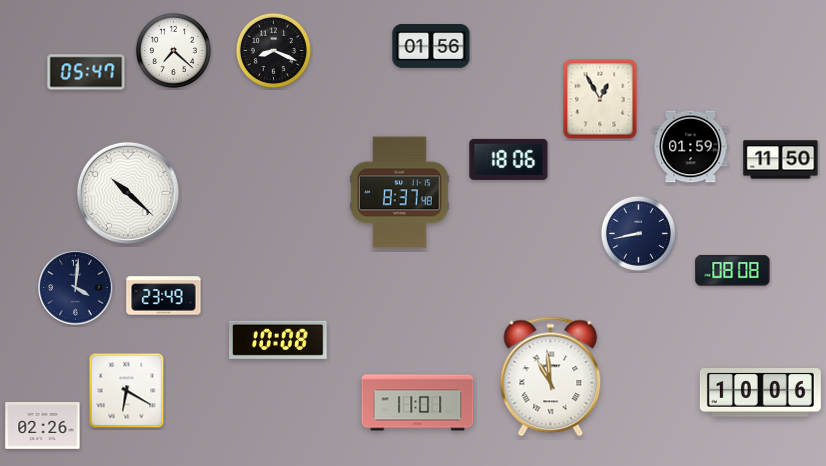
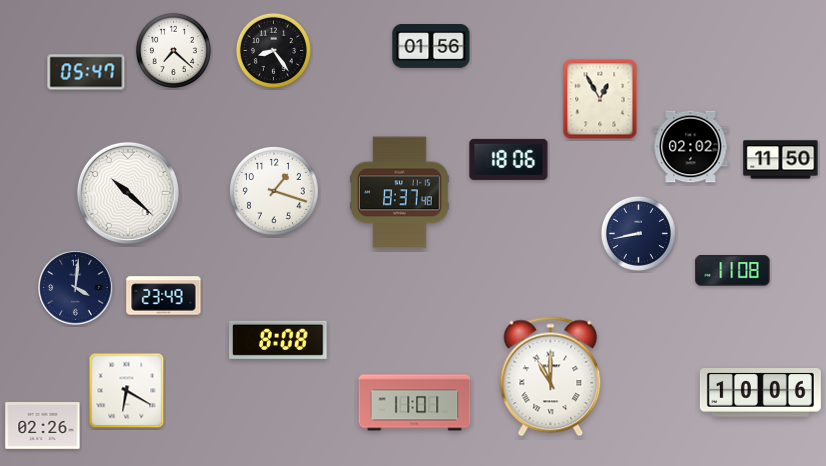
clock at (273, 50): 8:19 -> 8:24
clock at (691, 147): 01:59 -> 02:02
clock at (275, 192): none -> 1:18
clock at (733, 271): 08:08 -> 11:08
clock at (278, 340): 10:08 -> 8:08
clock at (551, 377): 10:59 -> 11:00
clock at (418, 403) position: (418, 403) -> (415, 403)
